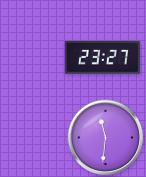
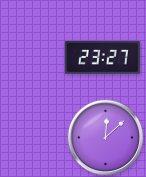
clock at (106, 138): 11:31 -> 12:08
